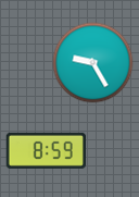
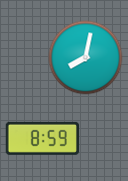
clock at (93, 63): 9:25 -> 8:02
